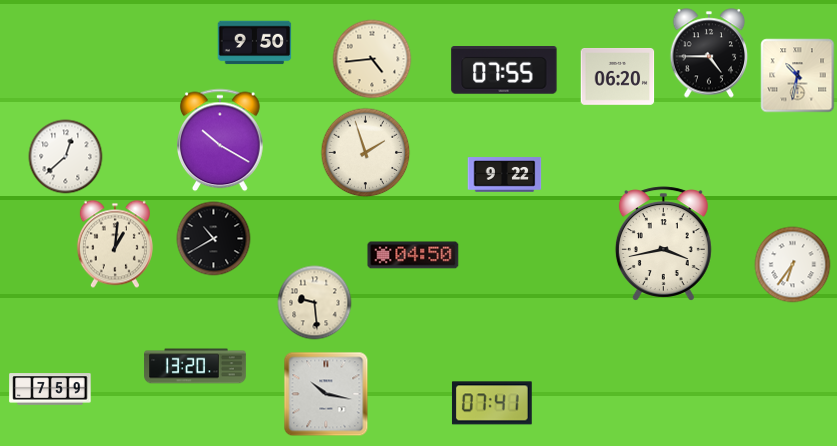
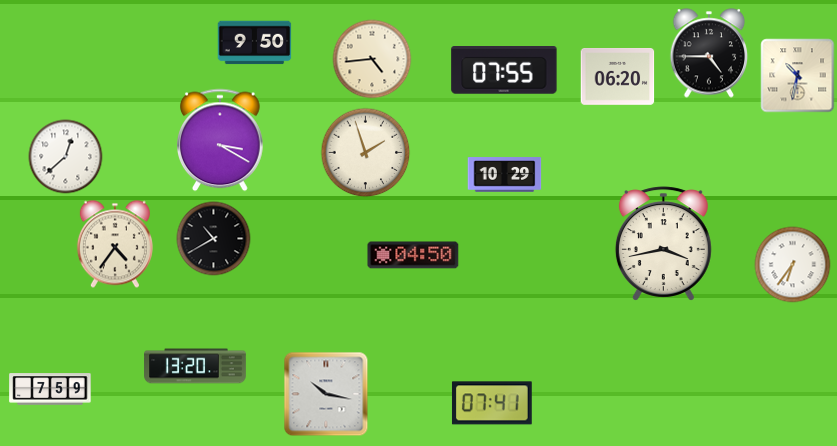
clock at (221, 140): 10:20 -> 3:20
clock at (505, 175): 9:22 -> 10:29
clock at (115, 244): 1:01 -> 4:36
clock at (315, 303): 9:29 -> none
